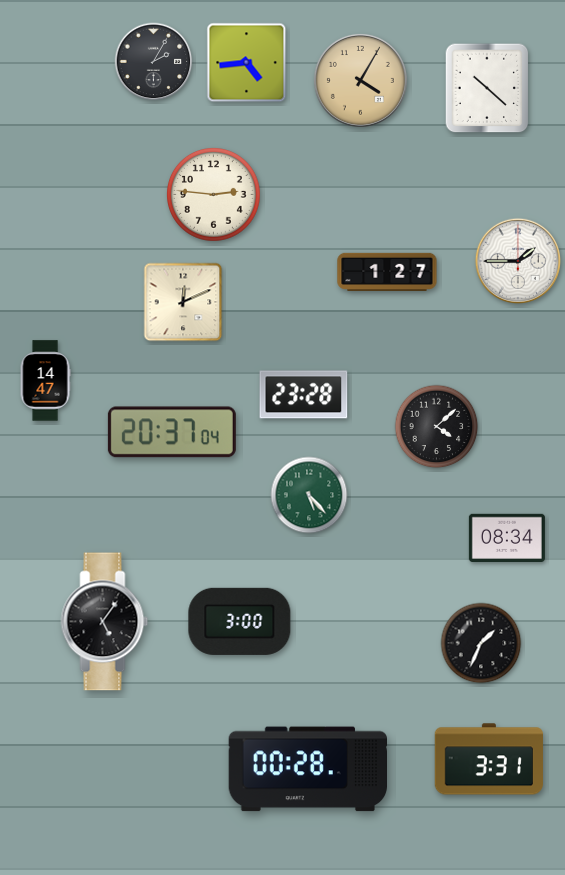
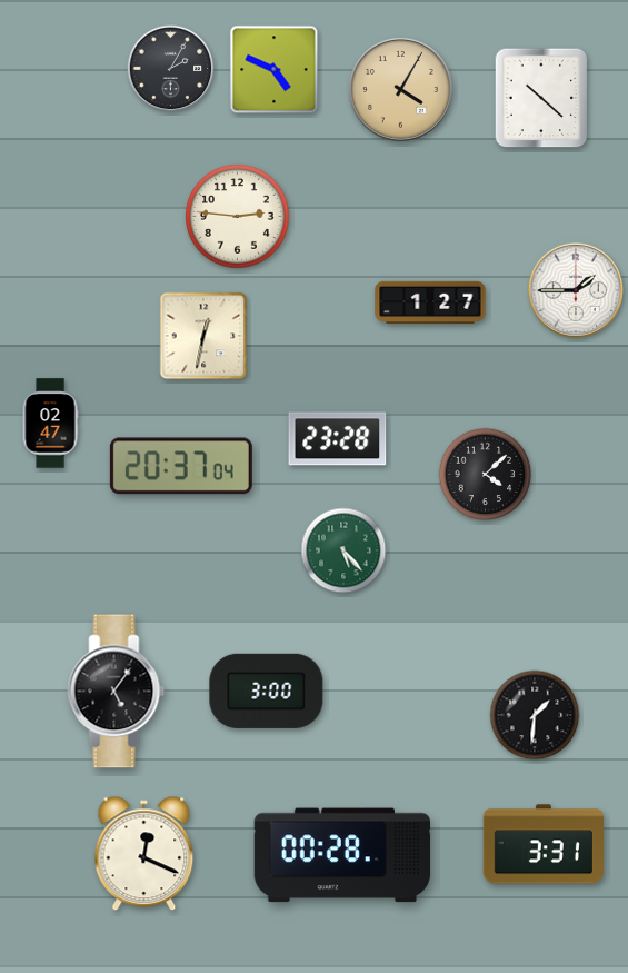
clock at (247, 63): 4:44 -> 4:49
clock at (183, 302): 12:11 -> 12:32
clock at (45, 381): 14:47 -> 02:47
clock at (172, 432) position: (172, 432) -> (181, 466)
clock at (507, 537): 08:34 -> none
clock at (481, 643): 1:34 -> 1:31
clock at (144, 854): none -> 12:19
